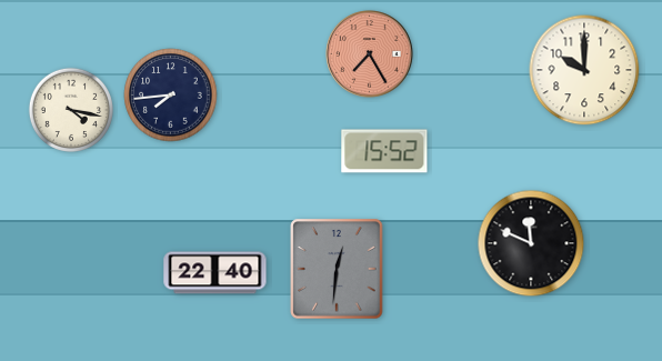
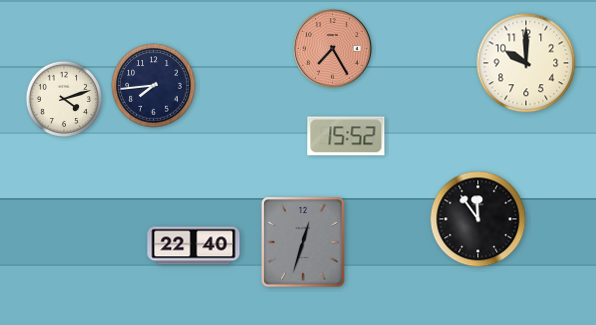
clock at (71, 110): 4:17 -> 4:12
clock at (531, 243): 11:49 -> 11:54
clock at (337, 269): 12:31 -> 12:33
